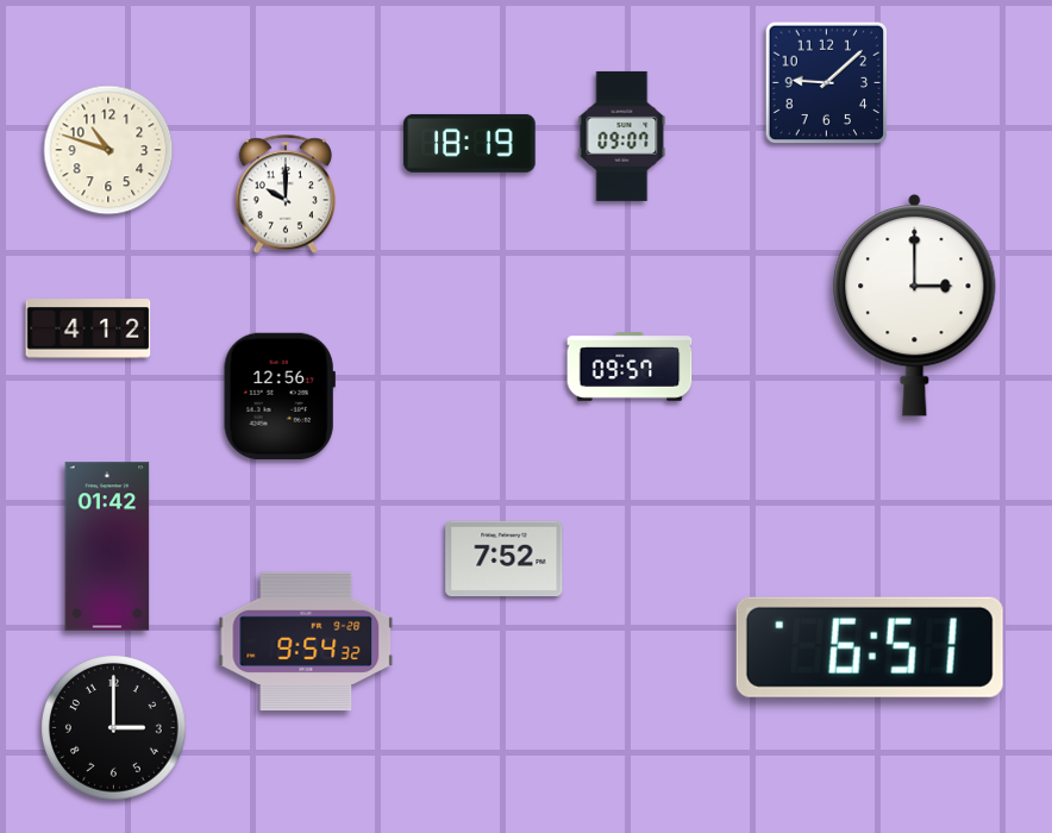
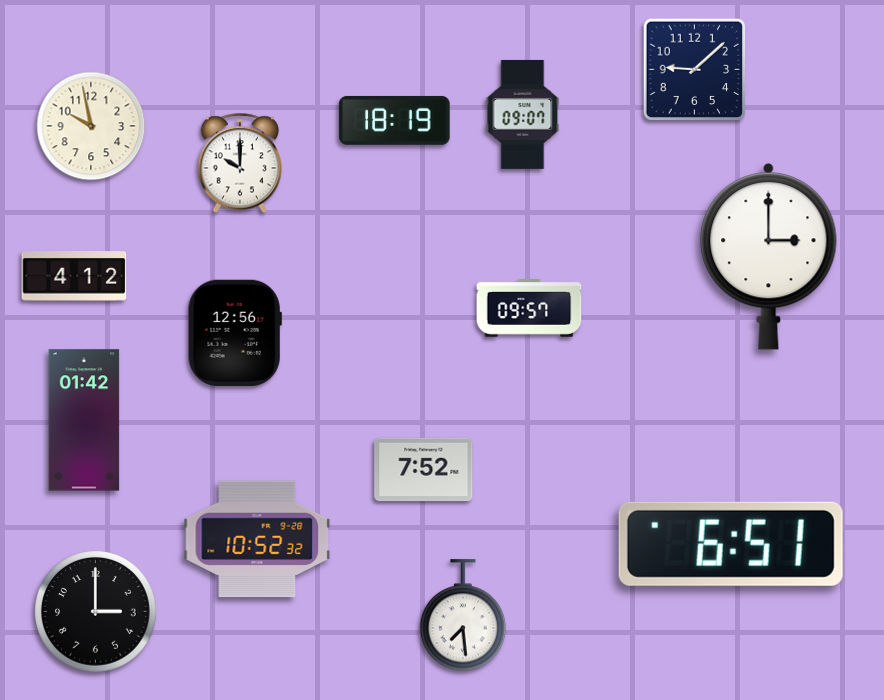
clock at (108, 150): 10:48 -> 9:58
clock at (107, 546) position: (107, 546) -> (84, 420)
clock at (306, 641): 9:54 -> 10:52
clock at (463, 616): none -> 7:29
